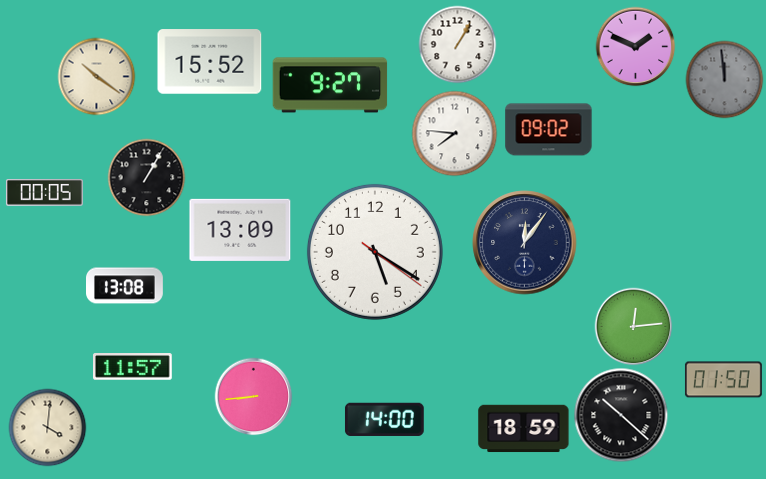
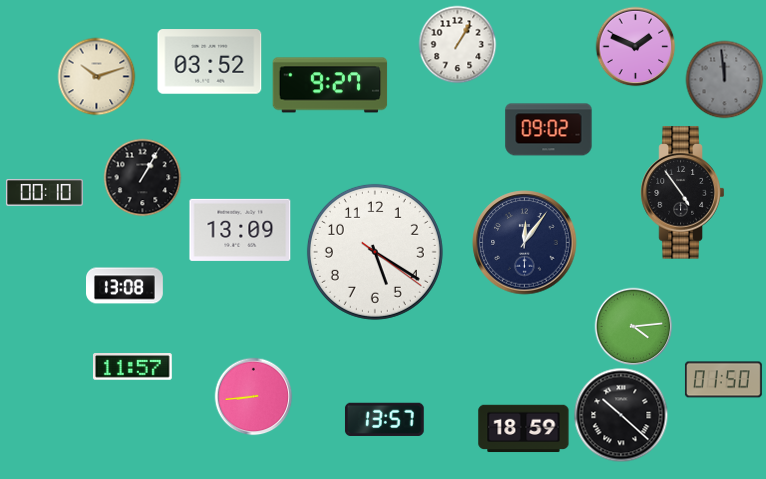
clock at (210, 62): 15:52 -> 03:52
clock at (96, 76): 10:21 -> 10:12
clock at (454, 133): 7:46 -> none
clock at (146, 177) position: (146, 177) -> (142, 177)
clock at (44, 193): 00:05 -> 00:10
clock at (683, 193): none -> 4:54
clock at (633, 326): 12:14 -> 4:14
clock at (384, 419): 14:00 -> 13:57
clock at (47, 427): 4:01 -> none
